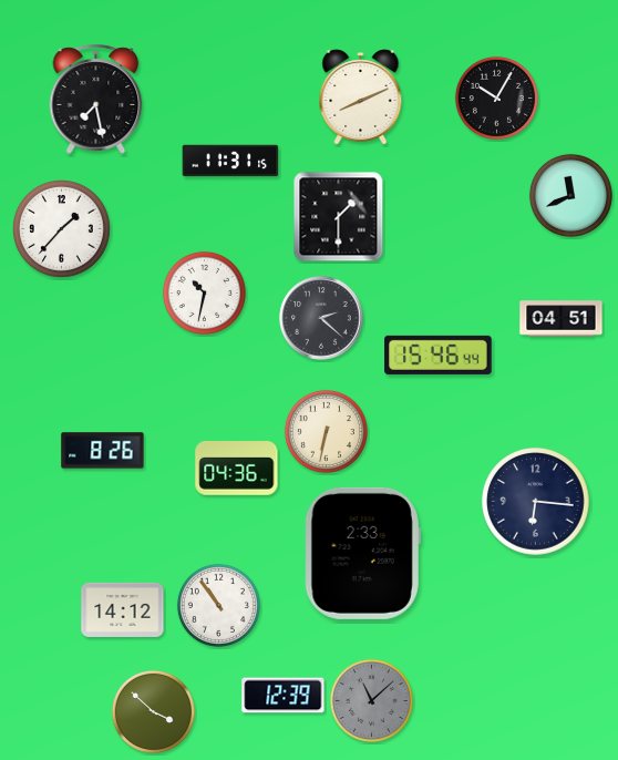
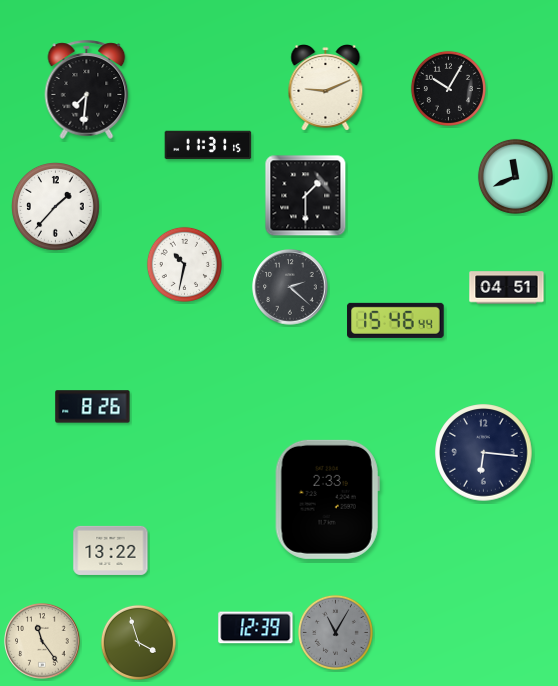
clock at (361, 97): 8:11 -> 9:11
clock at (96, 99): 7:28 -> 7:31
clock at (326, 431): 6:32 -> none
clock at (237, 469): 04:36 -> none
clock at (218, 605): 10:54 -> none
clock at (123, 609): 14:12 -> 13:22
clock at (371, 700): 11:08 -> 11:05
clock at (42, 641): none -> 11:24
clock at (153, 711): 3:52 -> 3:57
